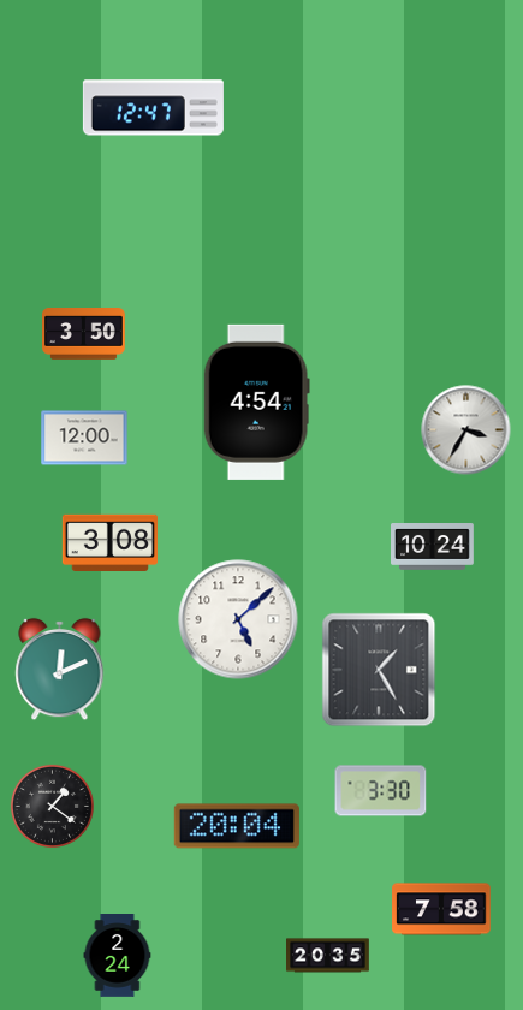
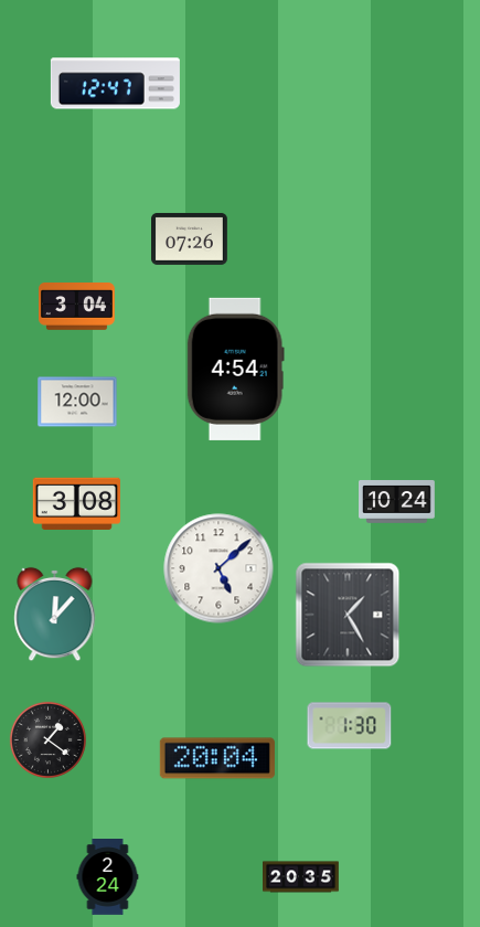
clock at (153, 108) position: (153, 108) -> (115, 84)
clock at (190, 238): none -> 07:26
clock at (84, 334): 3:50 -> 3:04
clock at (466, 430): 3:35 -> none
clock at (109, 543) position: (109, 543) -> (76, 504)
clock at (60, 670): 12:11 -> 12:07
clock at (381, 791): 3:30 -> 1:30
clock at (441, 909): 7:58 -> none
